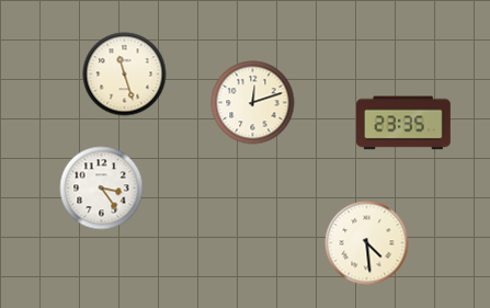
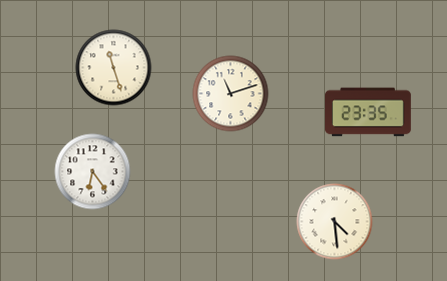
clock at (253, 103): 12:12 -> 11:12
clock at (102, 189): 3:24 -> 6:24
